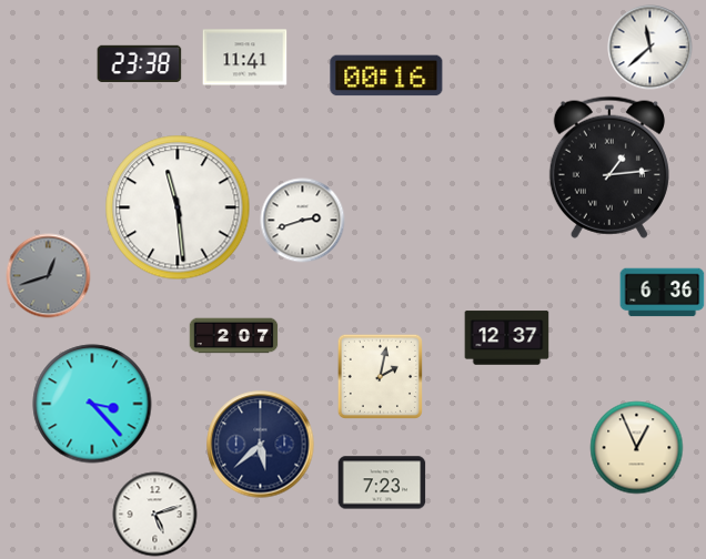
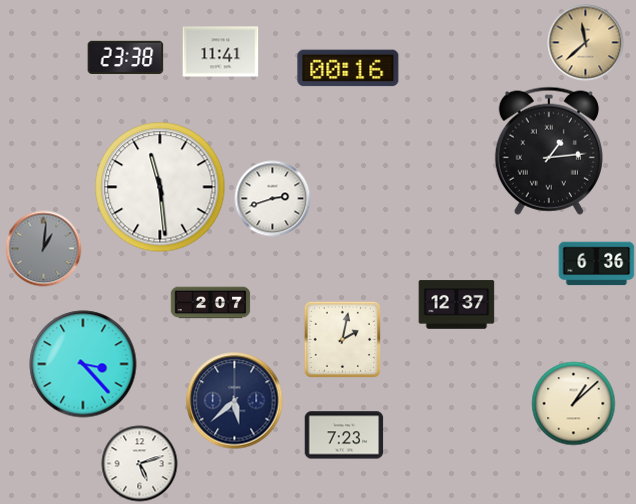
clock at (650, 48) dial: white -> champagne
clock at (49, 276): 12:42 -> 1:01
clock at (637, 448): 12:56 -> 1:08
